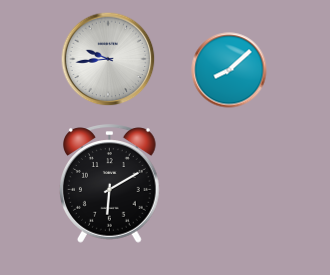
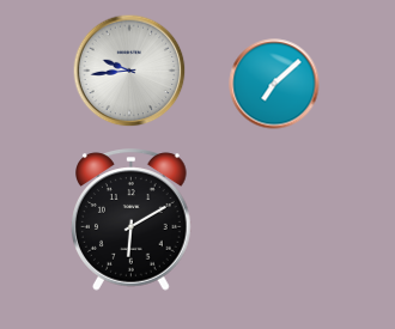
clock at (229, 70): 8:08 -> 7:08
